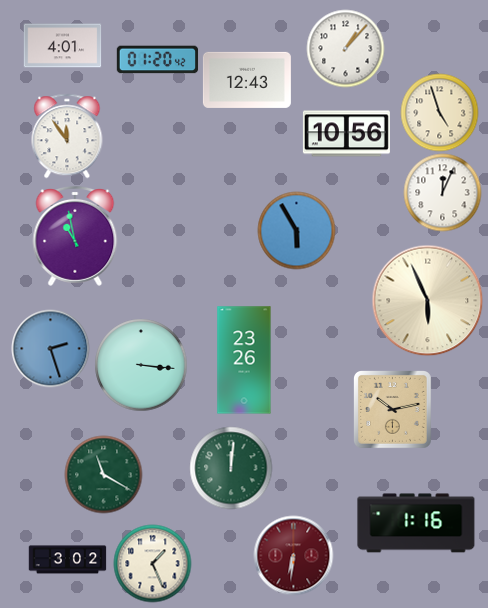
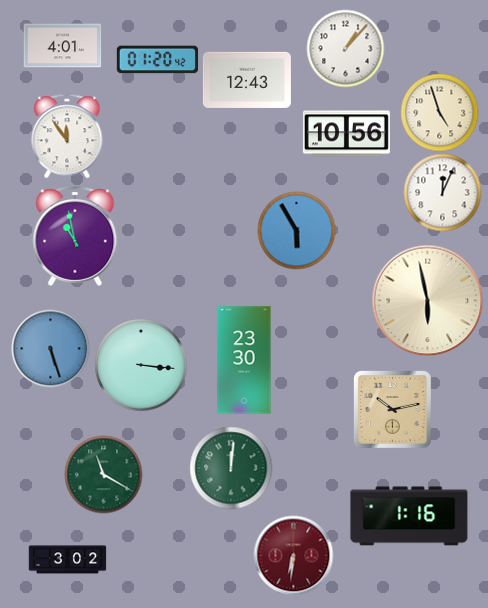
clock at (427, 300): 5:56 -> 5:58
clock at (50, 348): 2:27 -> 5:27
clock at (244, 360): 23:26 -> 23:30
clock at (416, 523) position: (416, 523) -> (409, 516)
clock at (152, 563): 1:26 -> none
